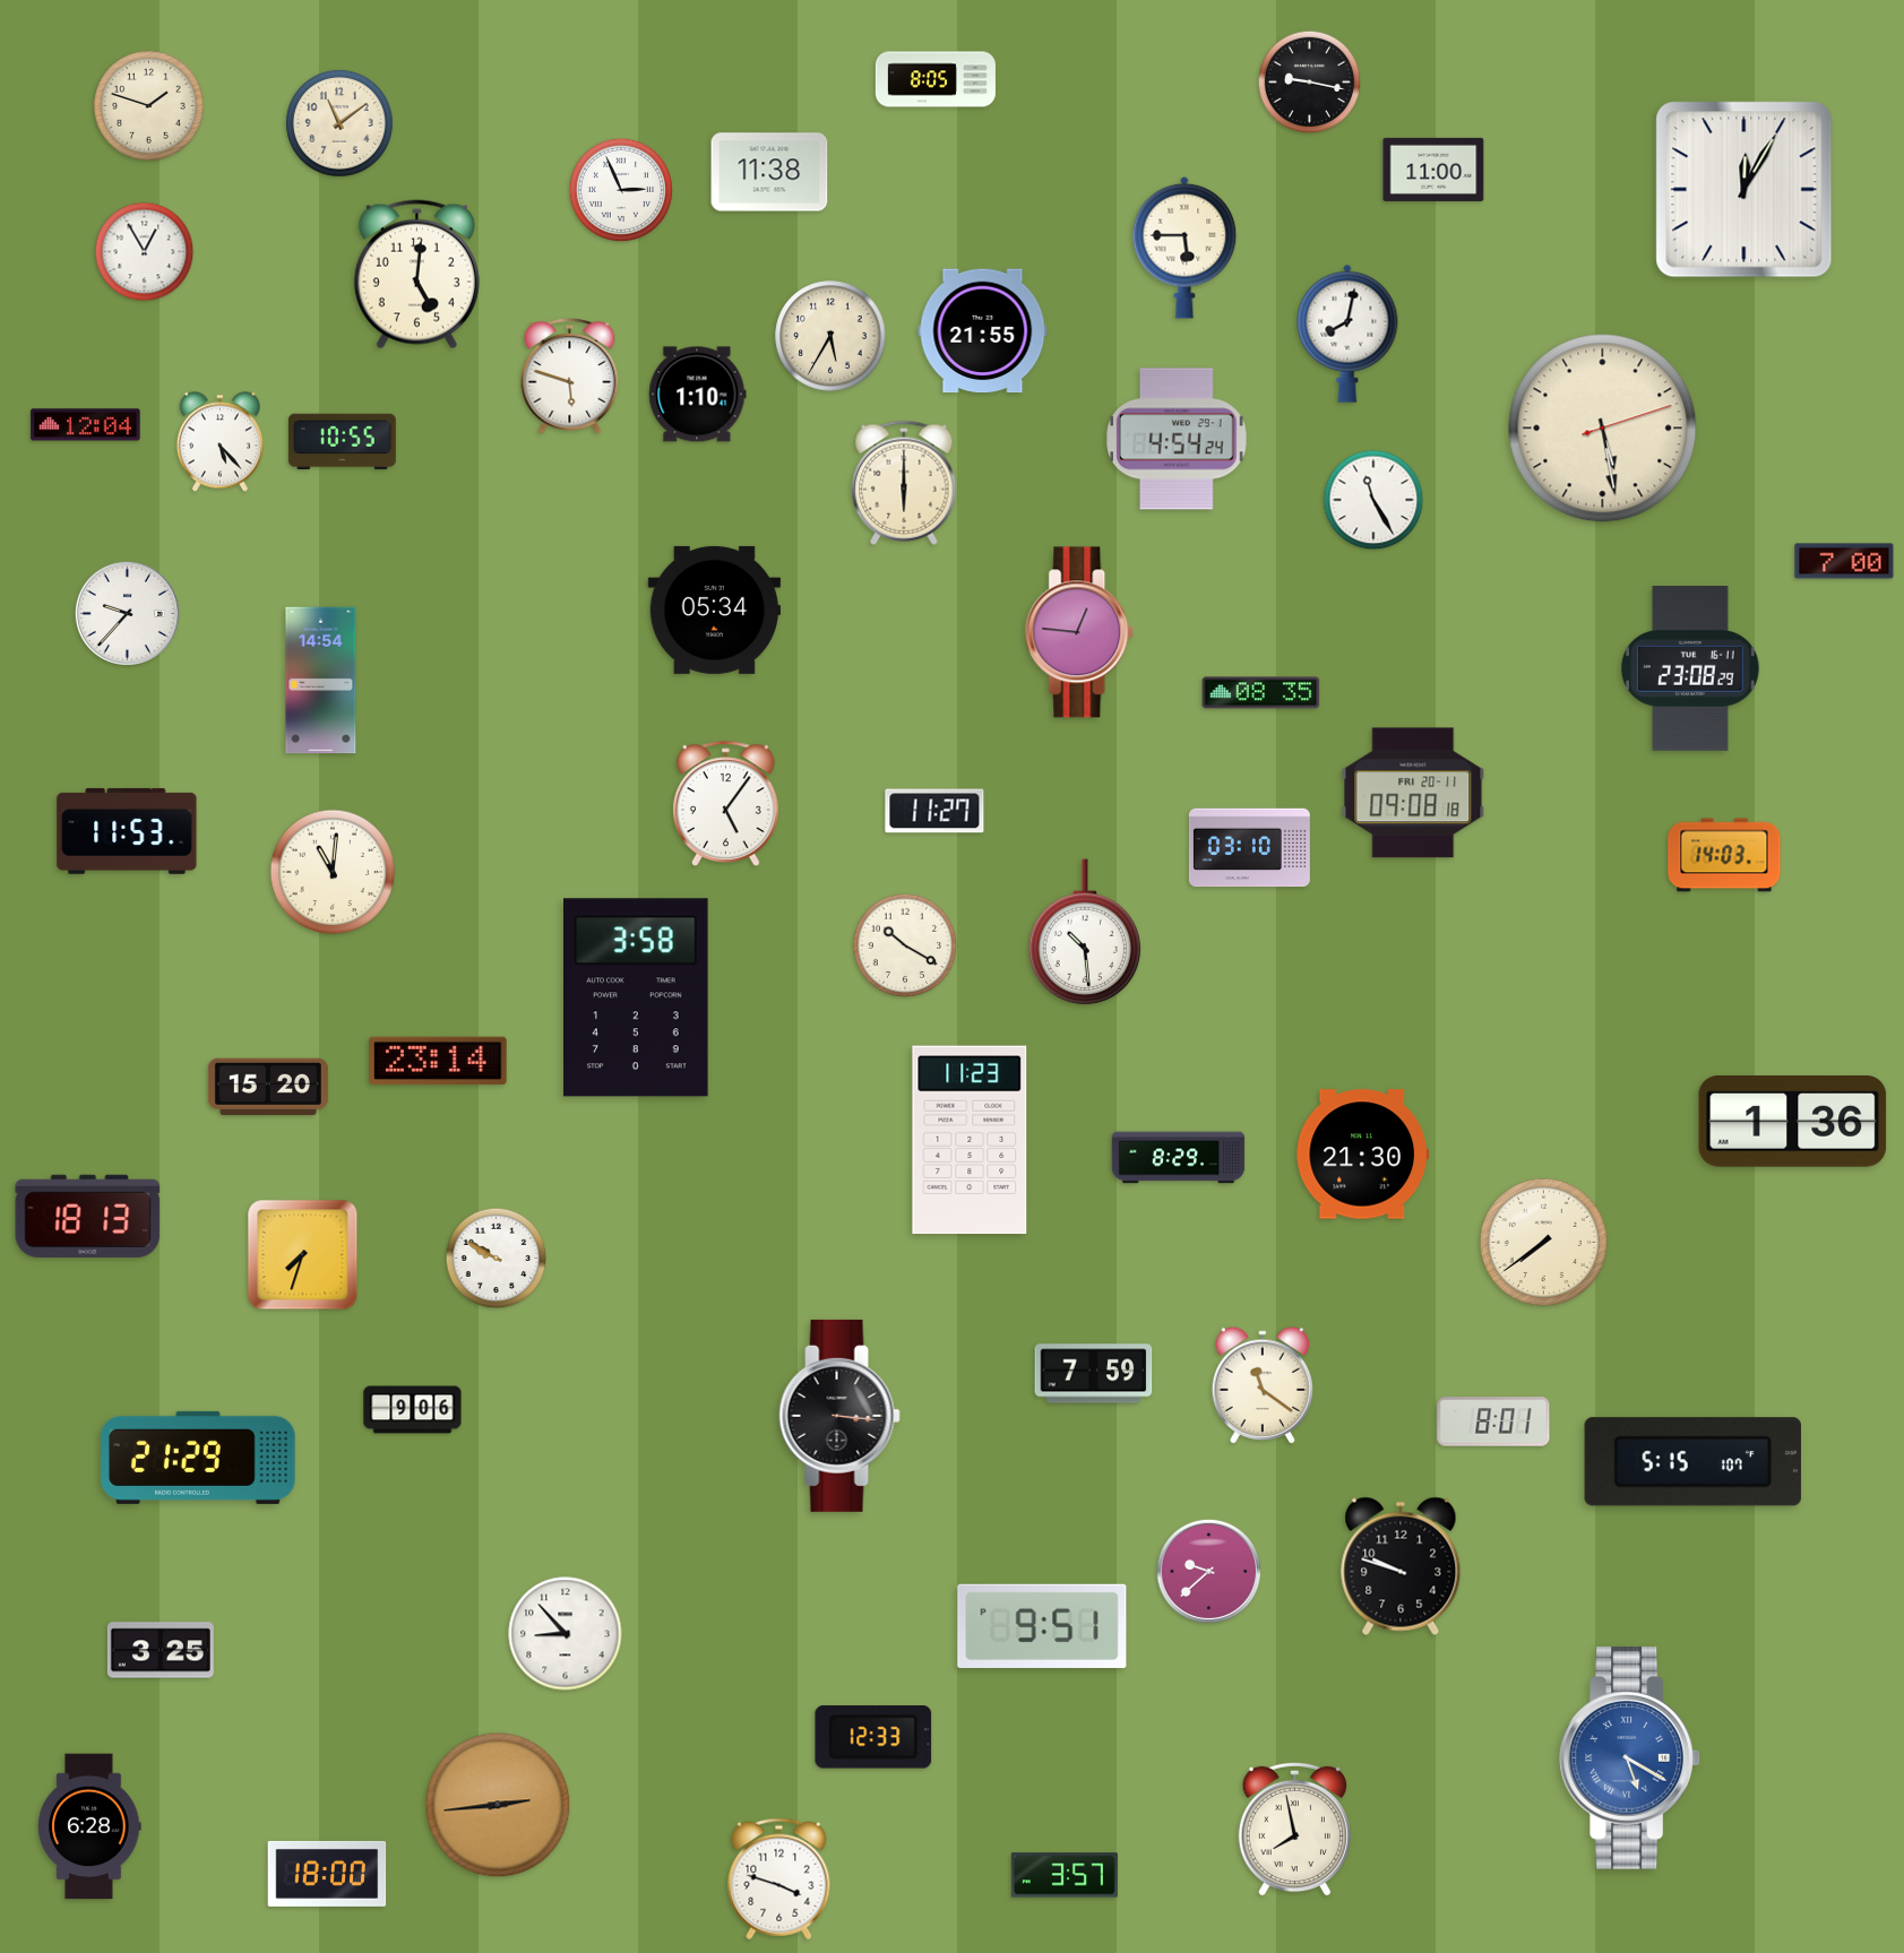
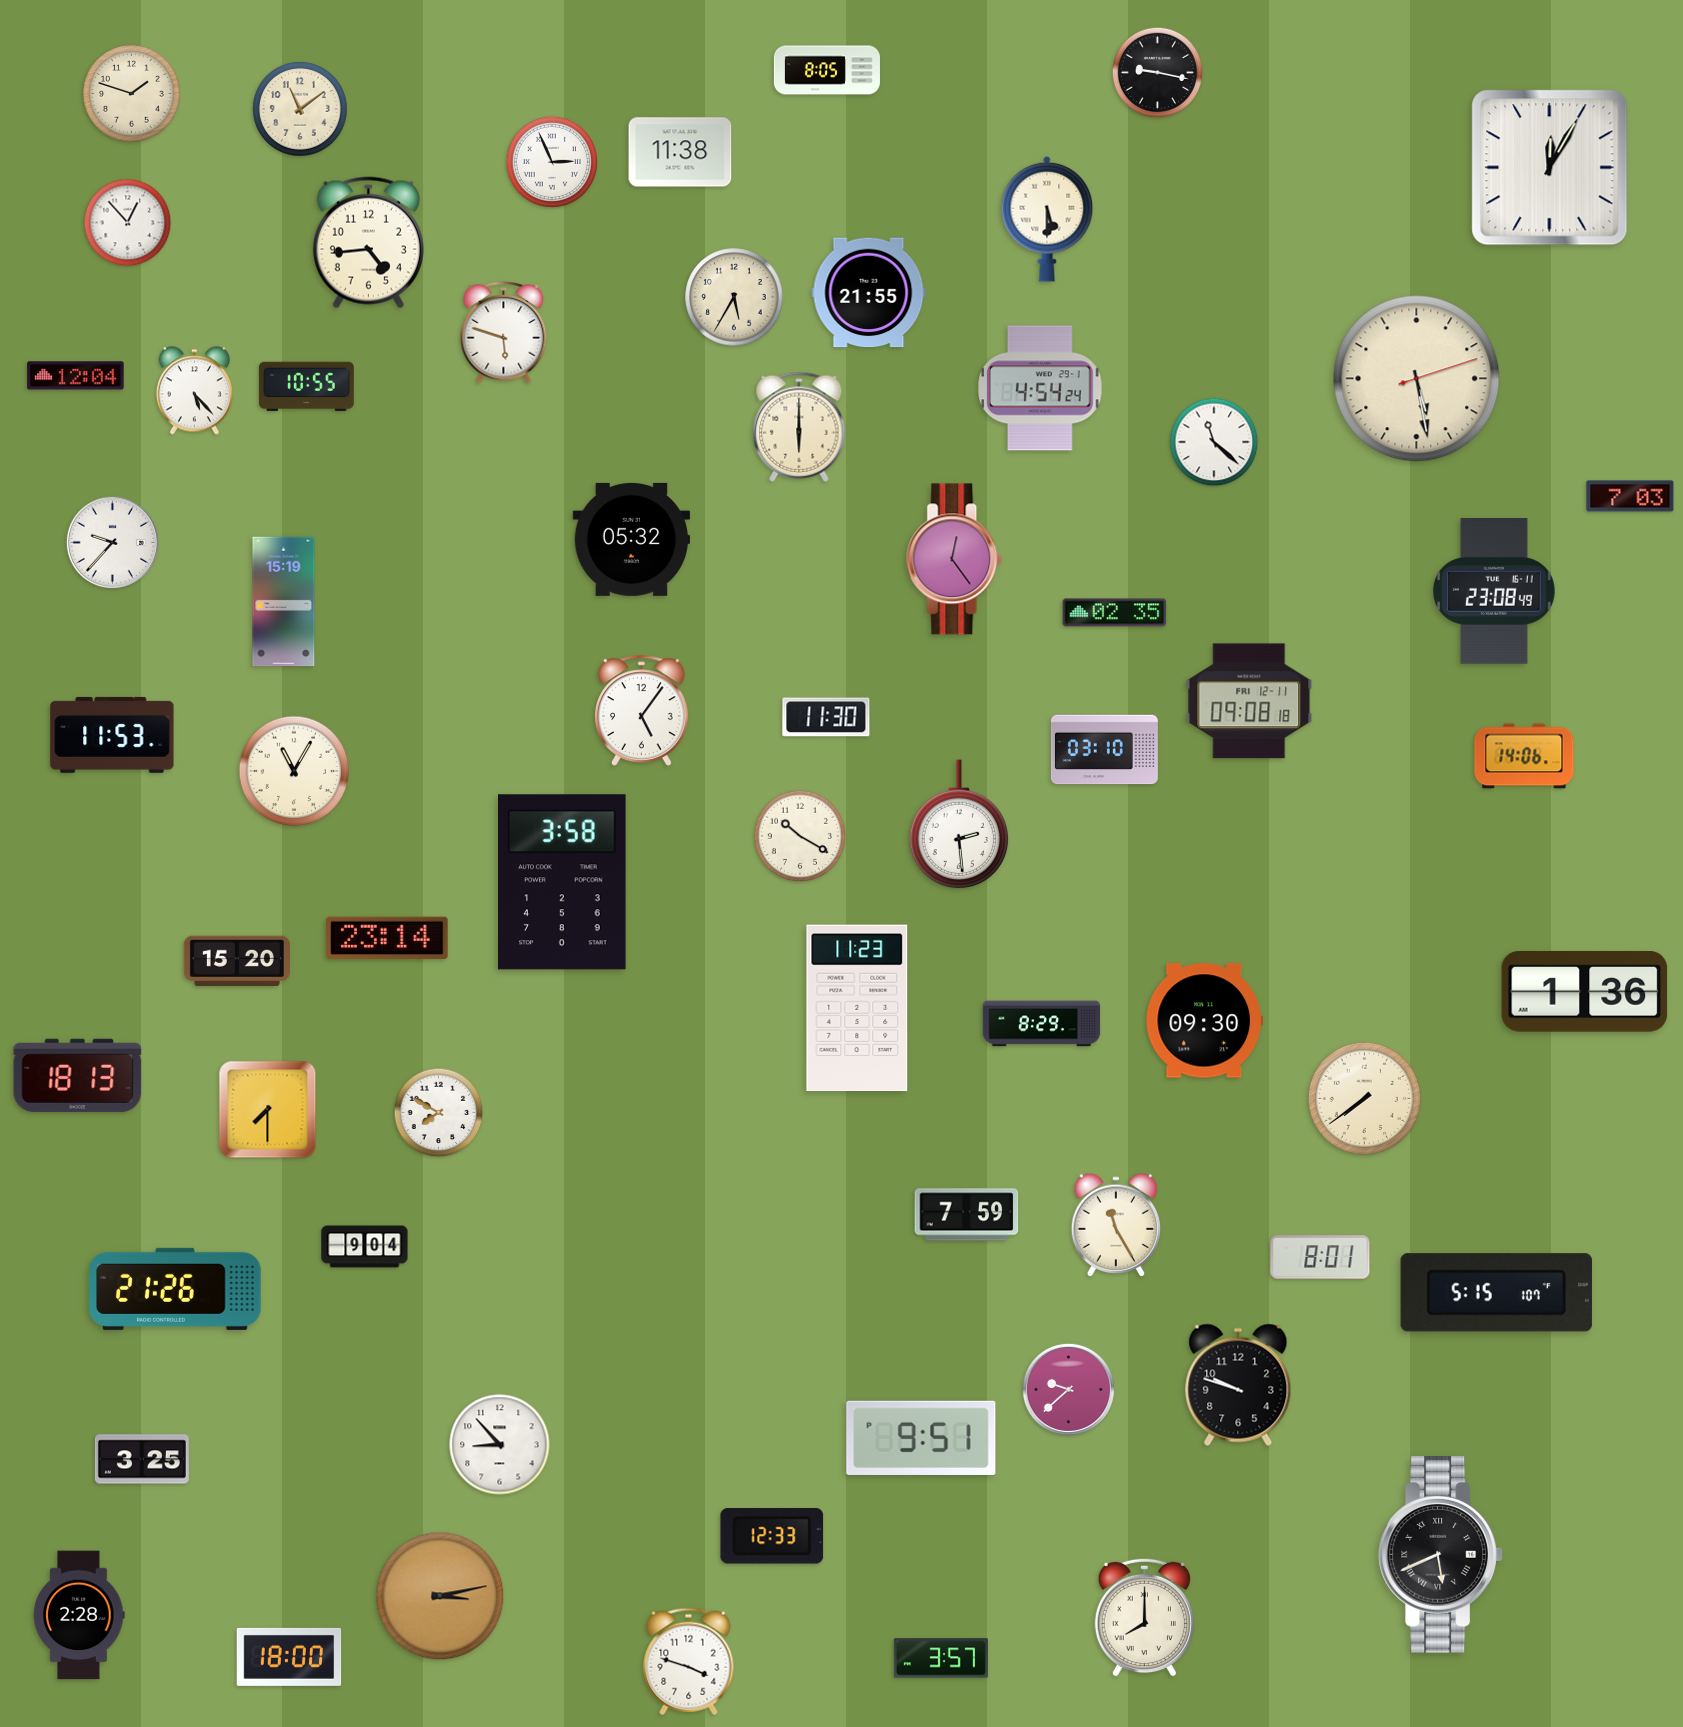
clock at (1433, 170): 11:00 -> none
clock at (620, 189) position: (620, 189) -> (551, 161)
clock at (1744, 190) position: (1744, 190) -> (1550, 168)
clock at (1184, 248): 5:45 -> 5:30
clock at (145, 252): 12:55 -> 12:53
clock at (416, 275): 5:01 -> 4:44
clock at (1347, 334): 8:02 -> none
clock at (698, 395): 1:10 -> none
clock at (342, 441) position: (342, 441) -> (306, 386)
clock at (1373, 500): 11:25 -> 11:22
clock at (1844, 561): 7:00 -> 7:03
clock at (714, 610): 05:34 -> 05:32
clock at (1080, 632): 12:46 -> 12:24
clock at (1690, 669): 23:08:29 -> 23:08:49
clock at (321, 681): 14:54 -> 15:19
clock at (1261, 693): 08:35 -> 02:35
clock at (1413, 793) date: FRI 20-11 -> FRI 12-11
clock at (934, 811): 11:27 -> 11:30
clock at (1724, 855): 14:03 -> 14:06
clock at (333, 872): 11:01 -> 11:05
clock at (1085, 933): 10:29 -> 2:29
clock at (1362, 1155): 21:30 -> 09:30
clock at (303, 1255): 7:33 -> 7:30
clock at (497, 1259): 9:50 -> 7:50
clock at (1261, 1385): 11:21 -> 11:25
clock at (413, 1410): 9:06 -> 9:04
clock at (839, 1416): 3:16 -> none
clock at (198, 1458): 21:29 -> 21:26
clock at (1629, 1758): 5:20 -> 5:41
clock at (1629, 1758) dial: blue -> black
clock at (498, 1805): 2:44 -> 3:13
clock at (89, 1826): 6:28 -> 2:28
clock at (1294, 1829): 7:58 -> 8:00
